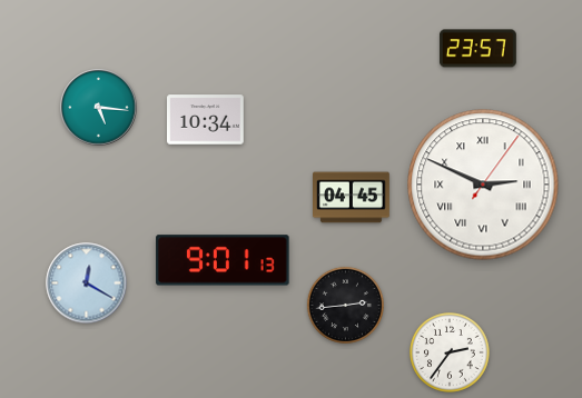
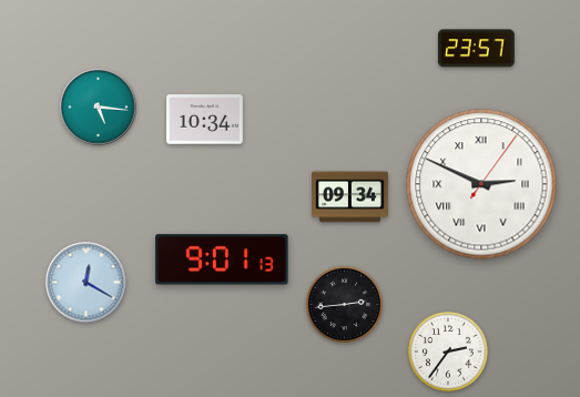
clock at (352, 198): 04:45 -> 09:34
